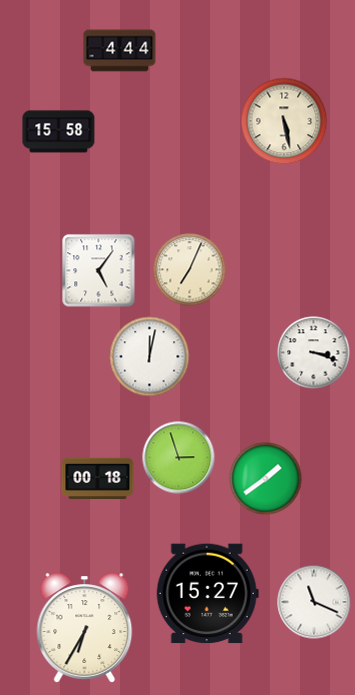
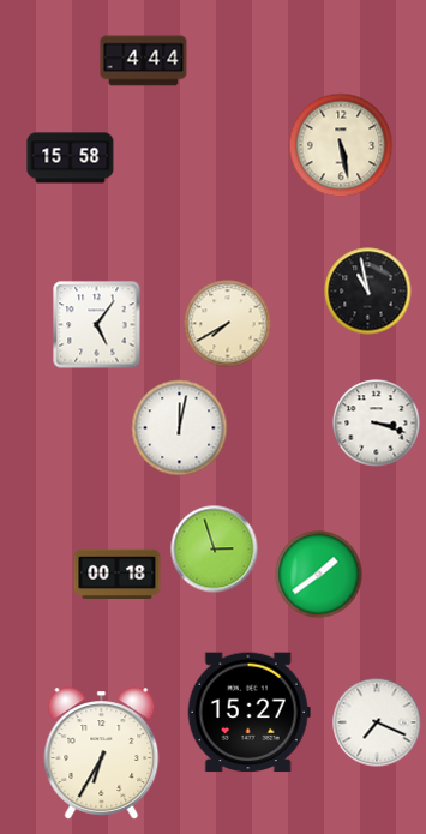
clock at (368, 292): none -> 10:58
clock at (190, 270): 7:04 -> 7:40
clock at (99, 271) position: (99, 271) -> (97, 325)
clock at (314, 602): 11:19 -> 7:19
